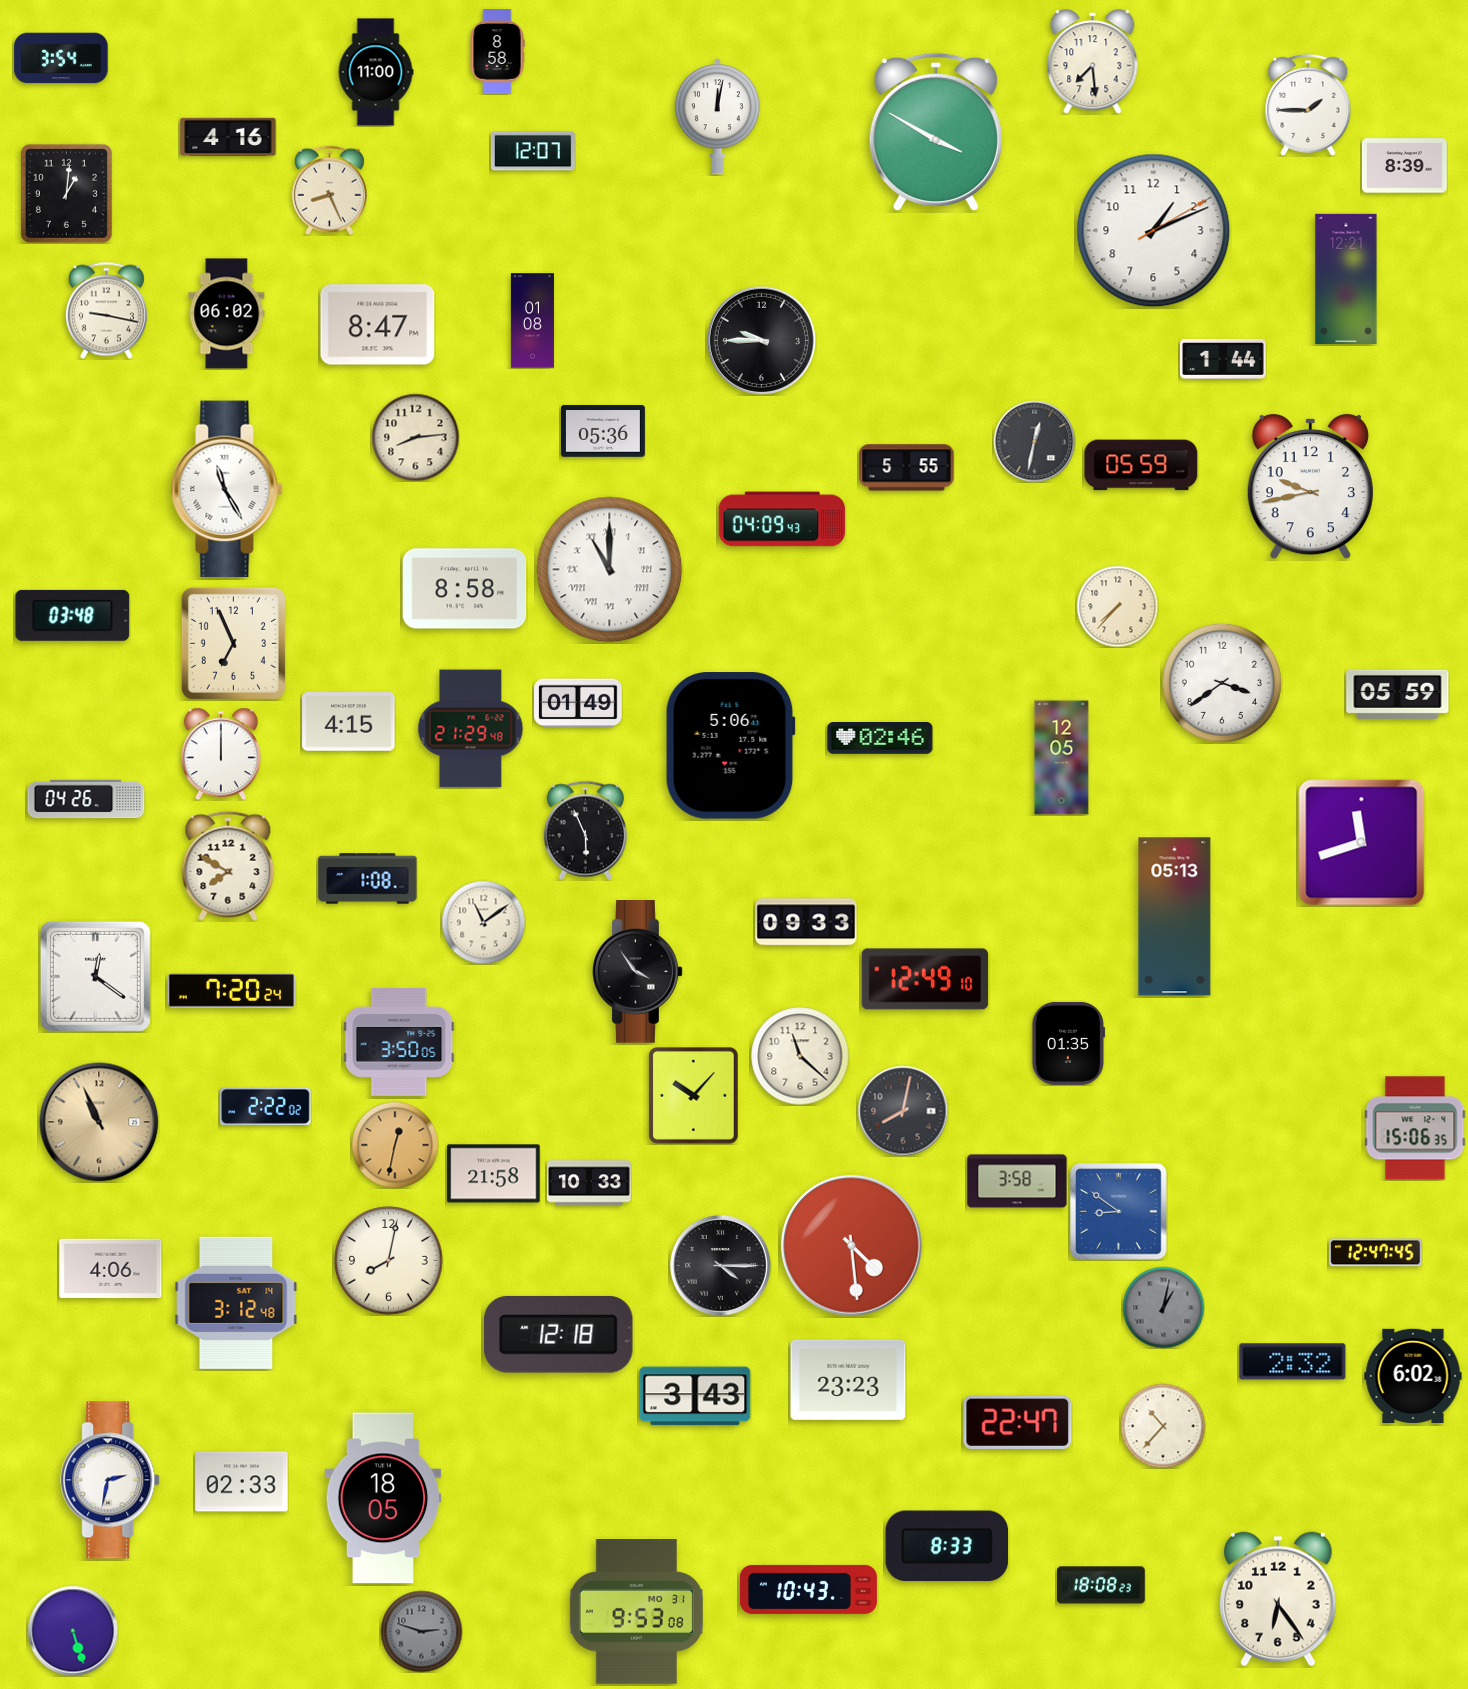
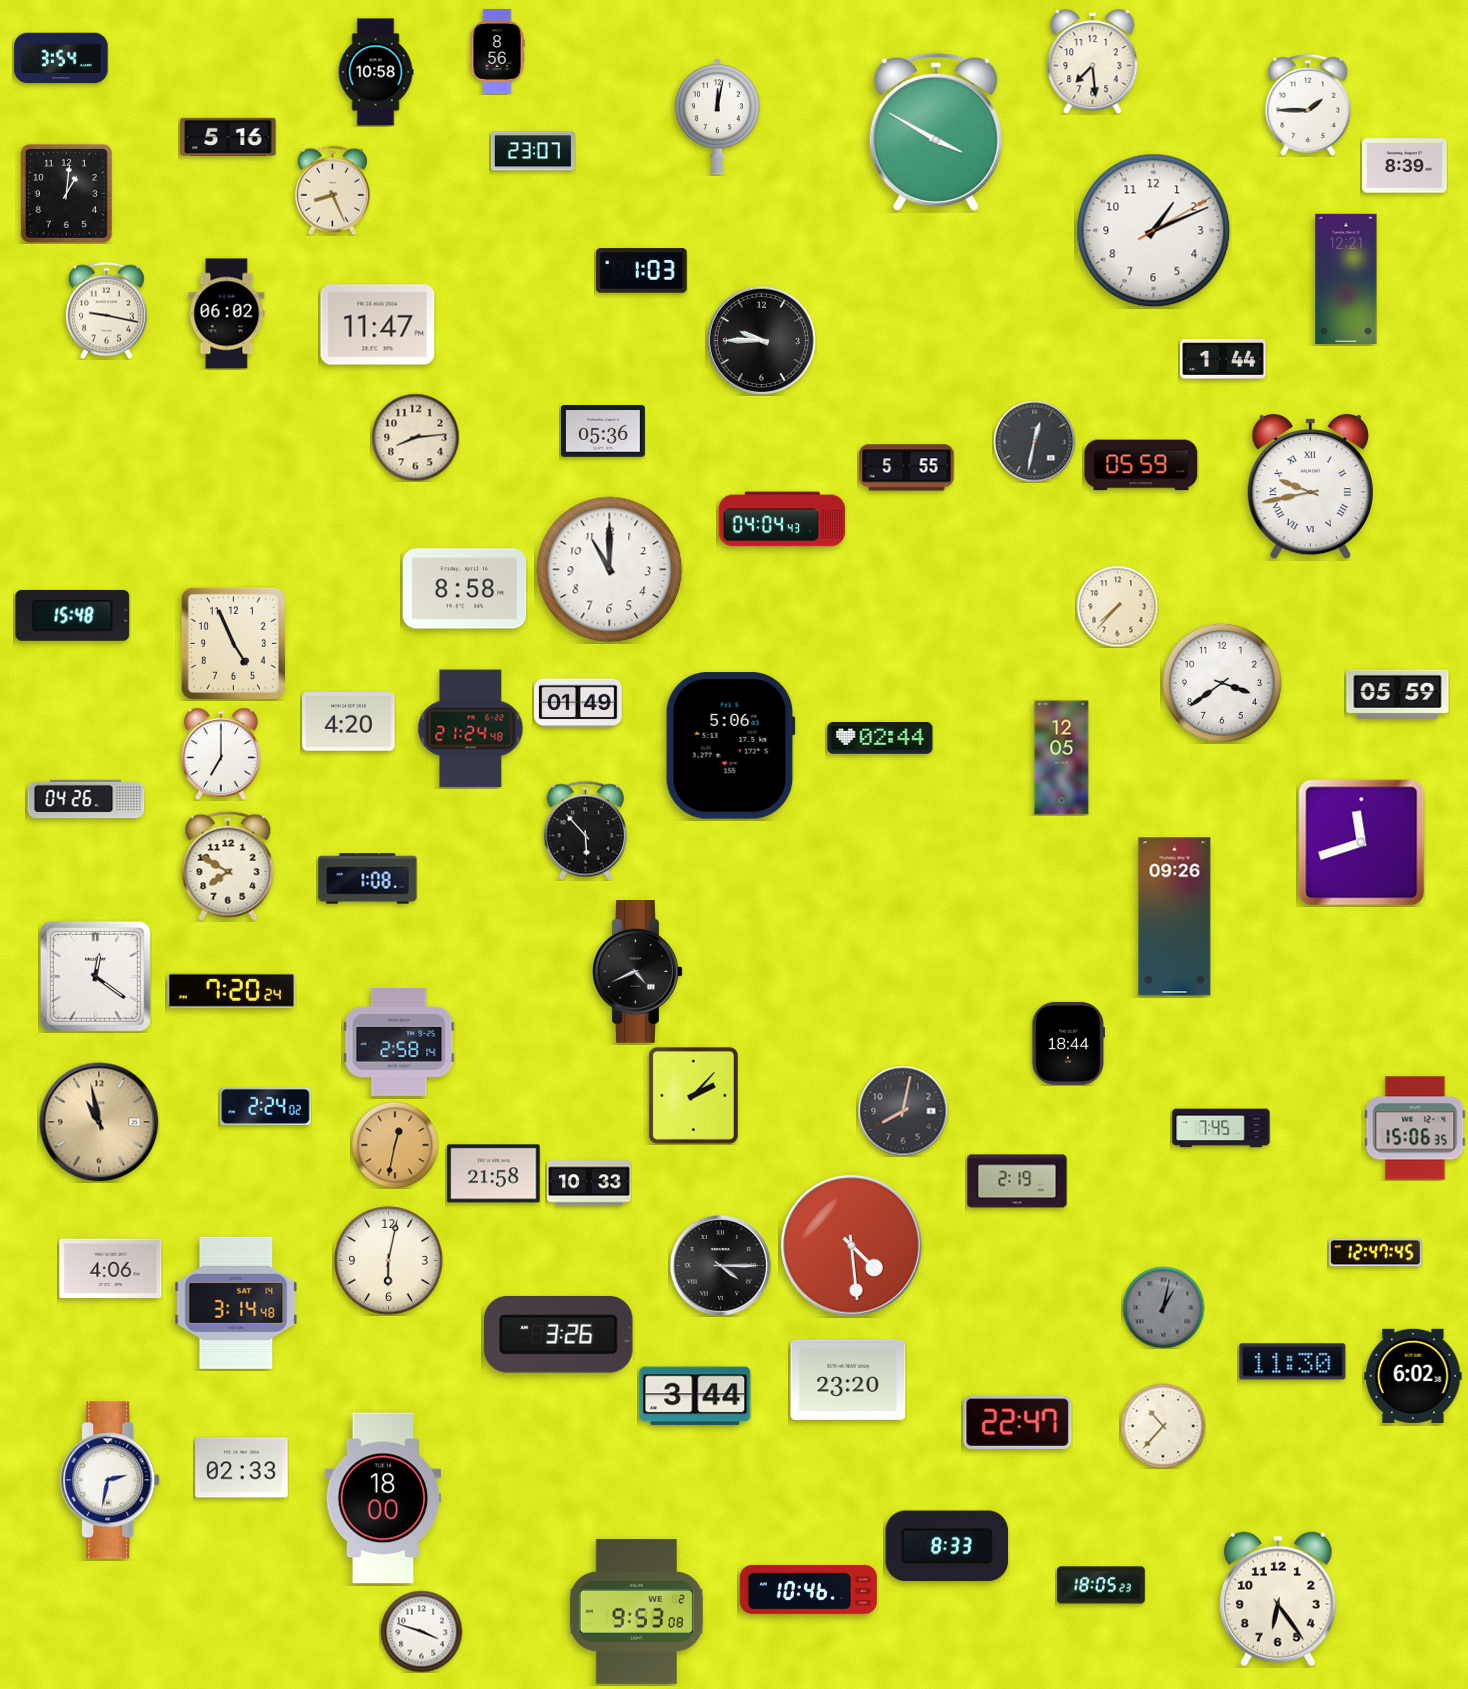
clock at (497, 52): 8:58 -> 8:56
clock at (376, 72): 11:00 -> 10:58
clock at (228, 136): 4:16 -> 5:16
clock at (533, 151): 12:07 -> 23:07
clock at (329, 190) position: (329, 190) -> (332, 190)
clock at (642, 271): none -> 1:03
clock at (532, 321): 01:08 -> none
clock at (378, 325): 8:47 -> 11:47
clock at (1310, 487) numerals: Arabic -> Roman
clock at (227, 489): 11:25 -> none
clock at (782, 519): 04:09 -> 04:04
clock at (610, 570) numerals: Roman -> Arabic
clock at (73, 615): 03:48 -> 15:48
clock at (233, 643): 6:56 -> 4:56
clock at (349, 722): 4:15 -> 4:20
clock at (471, 729): 21:29 -> 21:24
clock at (880, 738): 02:46 -> 02:44
clock at (221, 754): 12:00 -> 7:00
clock at (585, 830): 5:56 -> 5:53
clock at (1175, 917): 05:13 -> 09:26
clock at (483, 922): 11:09 -> none
clock at (806, 922): 09:33 -> none
clock at (638, 972): 3:54 -> 4:41
clock at (925, 979): 12:49 -> none
clock at (399, 1042): 3:50 -> 2:58
clock at (1068, 1043): 01:35 -> 18:44
clock at (800, 1056): 11:22 -> none
clock at (694, 1096): 10:07 -> 2:07
clock at (266, 1106): 2:22 -> 2:24
clock at (99, 1122): 10:56 -> 10:58
clock at (1221, 1128): none -> 7:45
clock at (1017, 1181): 3:58 -> 2:19
clock at (1119, 1212): 8:51 -> none
clock at (389, 1261): 8:02 -> 6:02
clock at (236, 1303): 3:12 -> 3:14
clock at (559, 1334): 12:18 -> 3:26
clock at (1293, 1362): 2:32 -> 11:30
clock at (848, 1380): 23:23 -> 23:20
clock at (695, 1396): 3:43 -> 3:44
clock at (242, 1482) position: (242, 1482) -> (242, 1468)
clock at (383, 1498): 18:05 -> 18:00
clock at (1101, 1585): 18:08 -> 18:05
clock at (808, 1589): 10:43 -> 10:46
clock at (636, 1612) date: MO 31 -> WE 2
clock at (73, 1631): 5:27 -> none
clock at (421, 1631): 2:48 -> 3:48
clock at (421, 1631) dial: grey -> white
